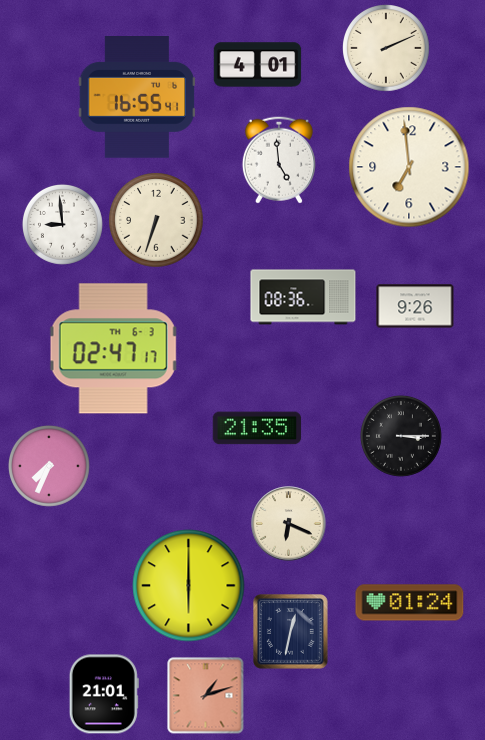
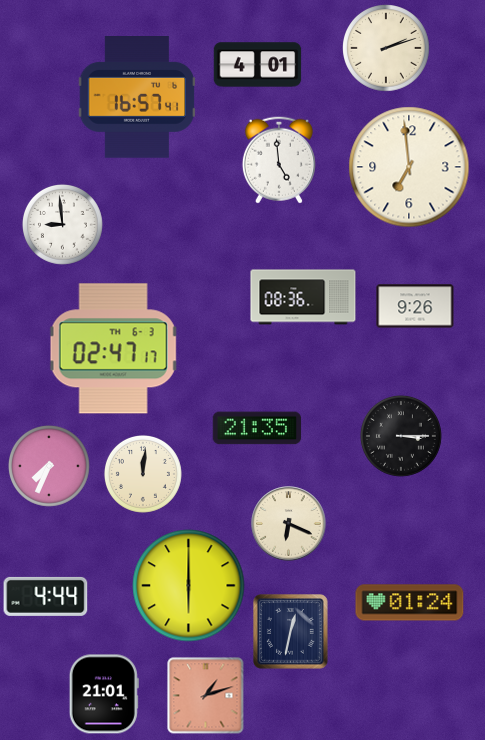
clock at (387, 49): 2:11 -> 2:12
clock at (137, 98): 16:55 -> 16:57
clock at (156, 220): 6:33 -> none
clock at (143, 474): none -> 12:01
clock at (46, 596): none -> 4:44
